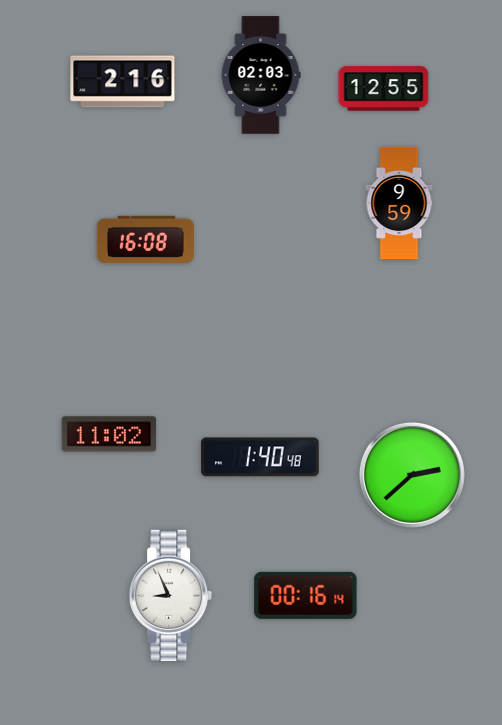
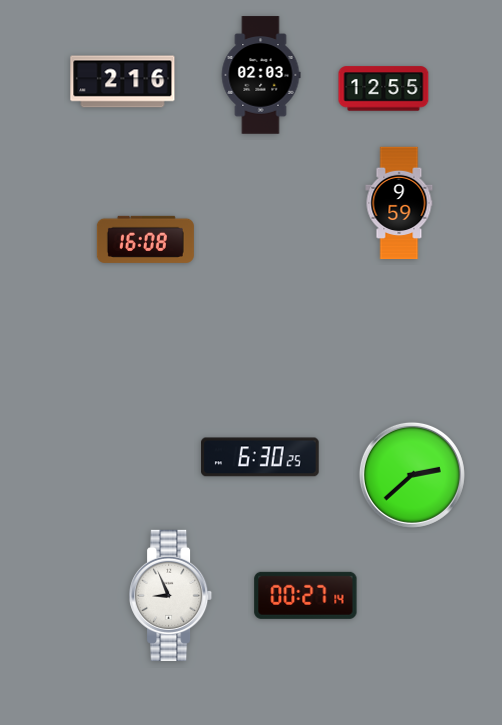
clock at (109, 434): 11:02 -> none
clock at (260, 457): 1:40 -> 6:30
clock at (306, 595): 00:16 -> 00:27
